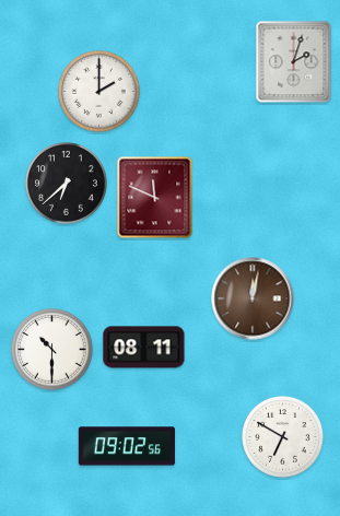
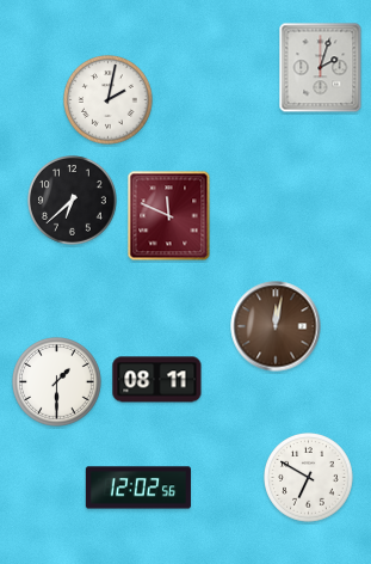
clock at (99, 92): 2:00 -> 2:02
clock at (52, 350): 10:30 -> 1:30
clock at (127, 446): 09:02 -> 12:02
